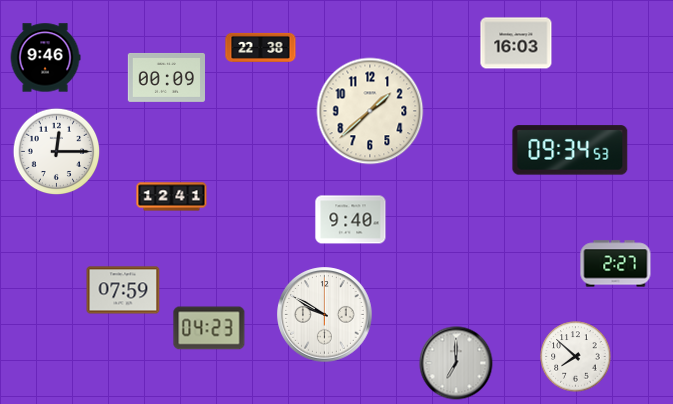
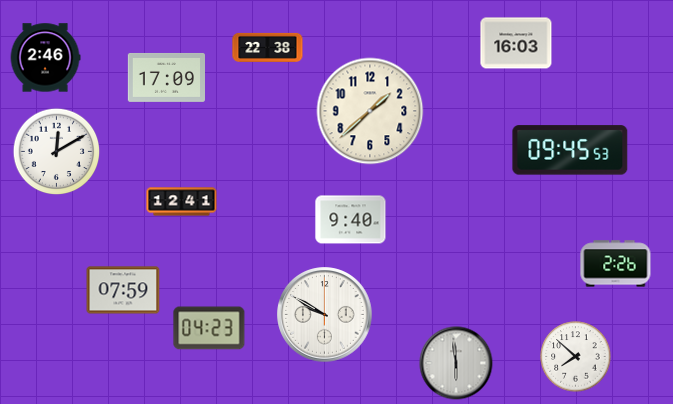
clock at (261, 47) position: (261, 47) -> (268, 47)
clock at (45, 58): 9:46 -> 2:46
clock at (166, 77): 00:09 -> 17:09
clock at (570, 150): 09:34 -> 09:45
clock at (57, 152): 12:15 -> 12:10
clock at (172, 197) position: (172, 197) -> (182, 202)
clock at (616, 264): 2:27 -> 2:26
clock at (456, 363): 7:00 -> 5:59
